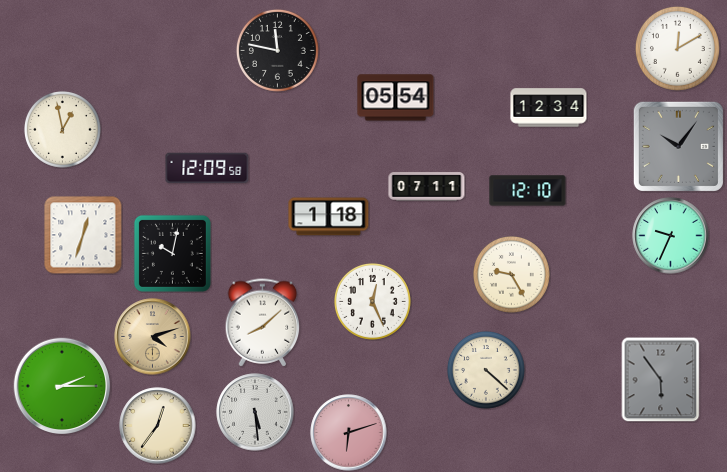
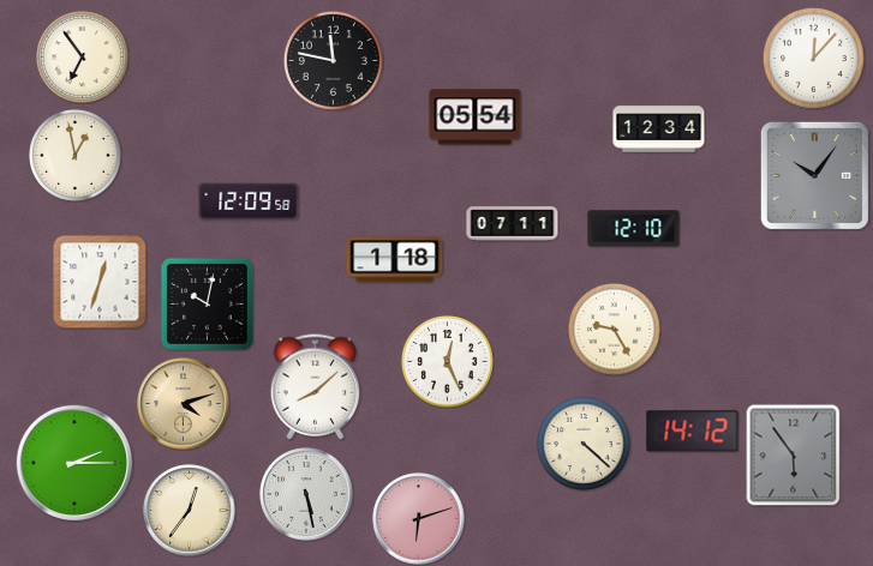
clock at (83, 58): none -> 6:54
clock at (677, 48): 12:10 -> 12:07
clock at (671, 236): 9:34 -> none
clock at (693, 432): none -> 14:12
clock at (255, 412): 5:29 -> 5:28
